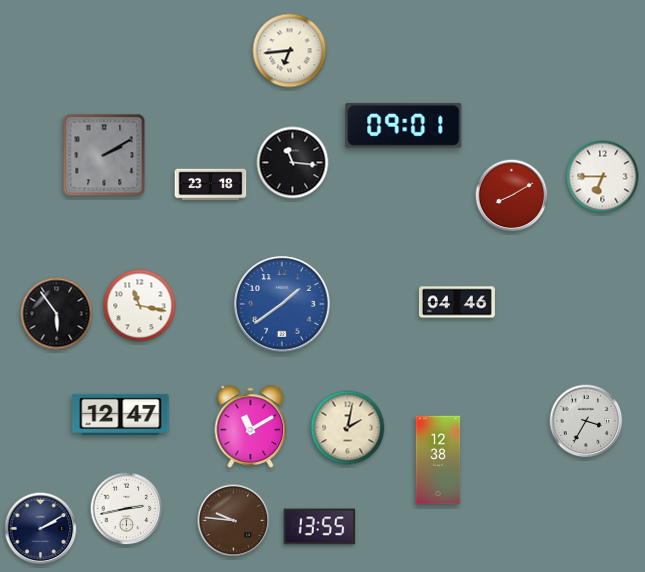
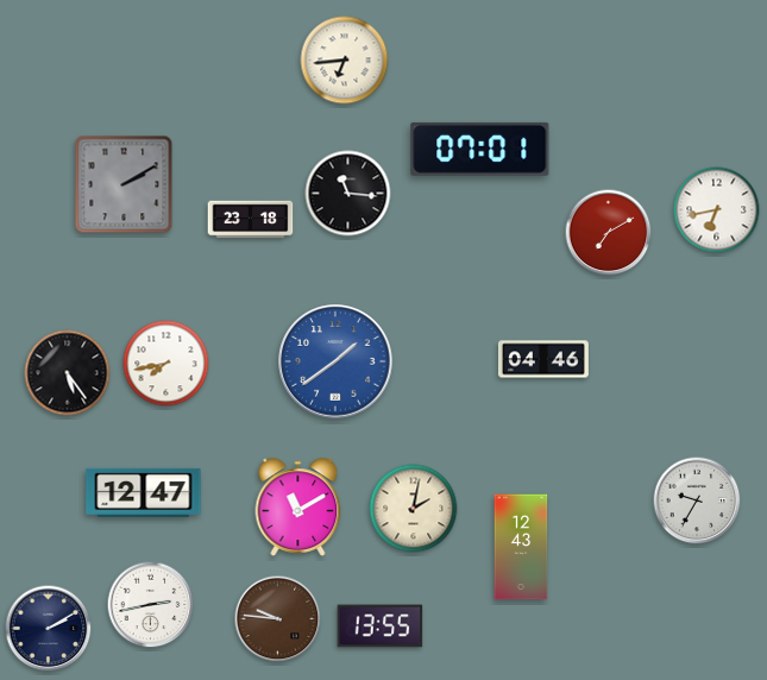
clock at (404, 125): 09:01 -> 07:01
clock at (603, 177): 6:45 -> 6:43
clock at (512, 196): 8:10 -> 7:10
clock at (140, 306): 11:17 -> 7:43
clock at (57, 314): 5:54 -> 5:24
clock at (586, 421): 3:35 -> 9:35
clock at (438, 460): 12:38 -> 12:43
